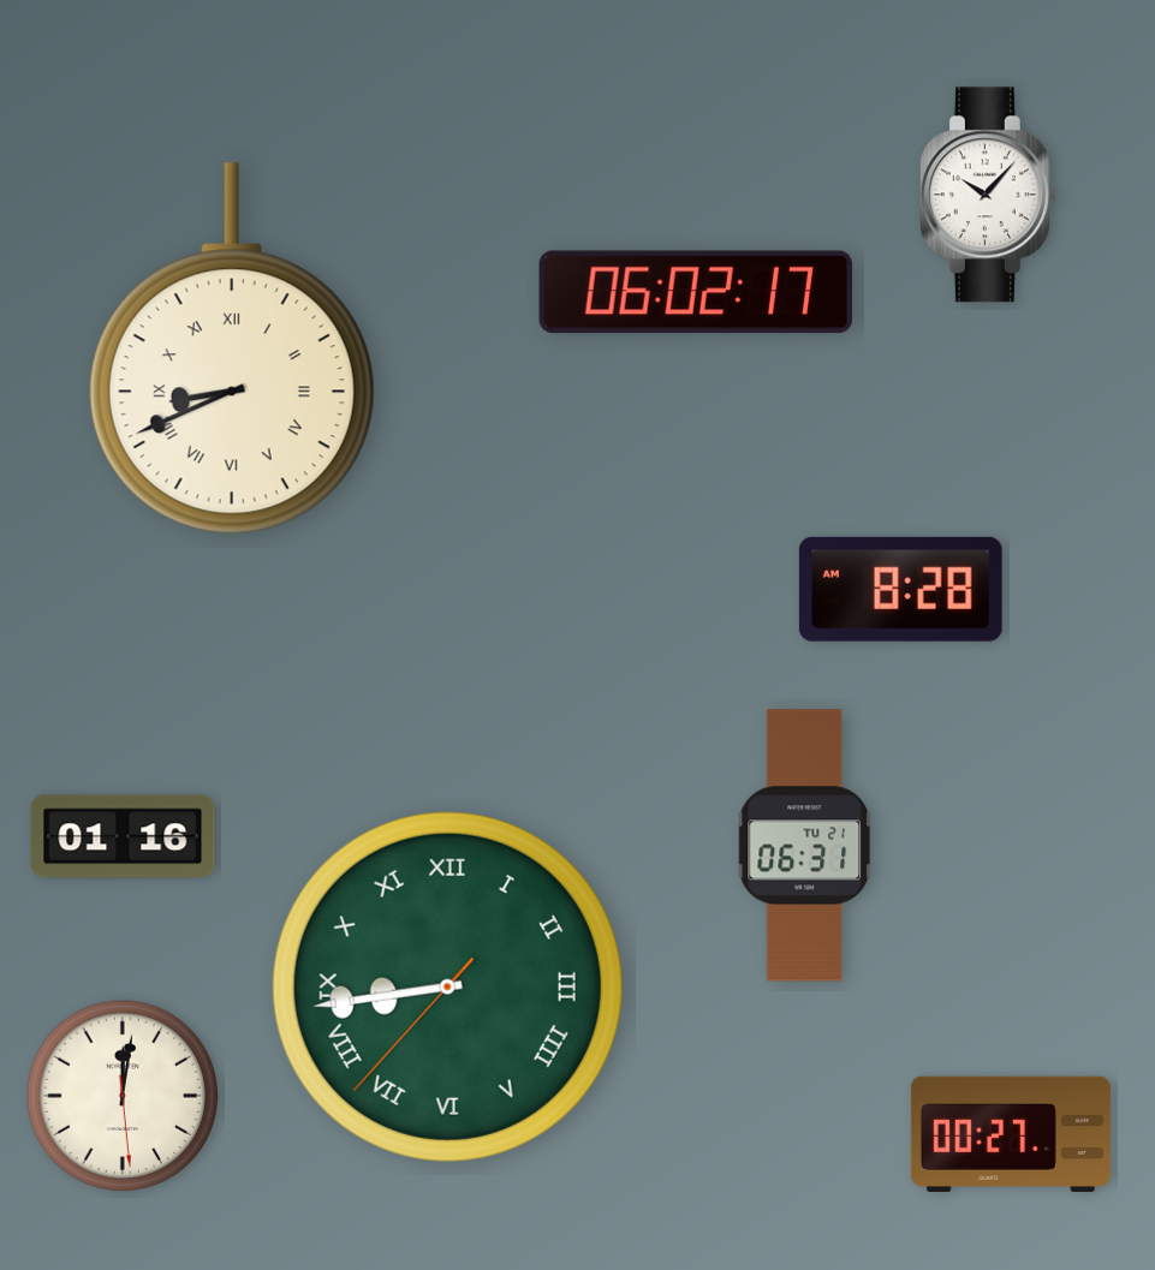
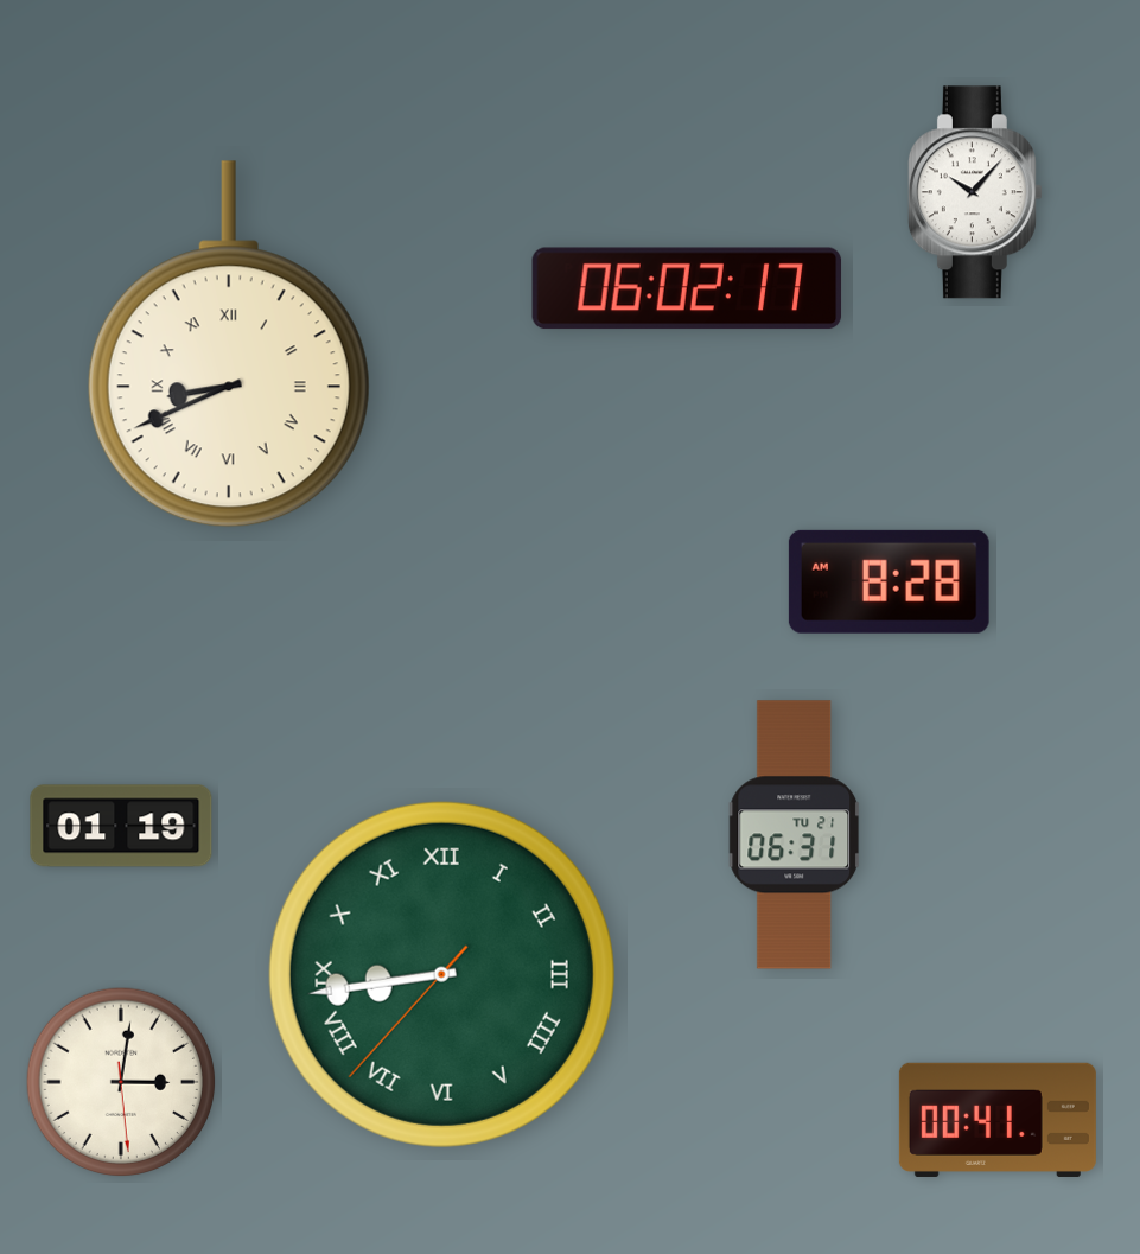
clock at (123, 836): 01:16 -> 01:19
clock at (123, 1096): 12:01 -> 3:01
clock at (1011, 1134): 00:27 -> 00:41
